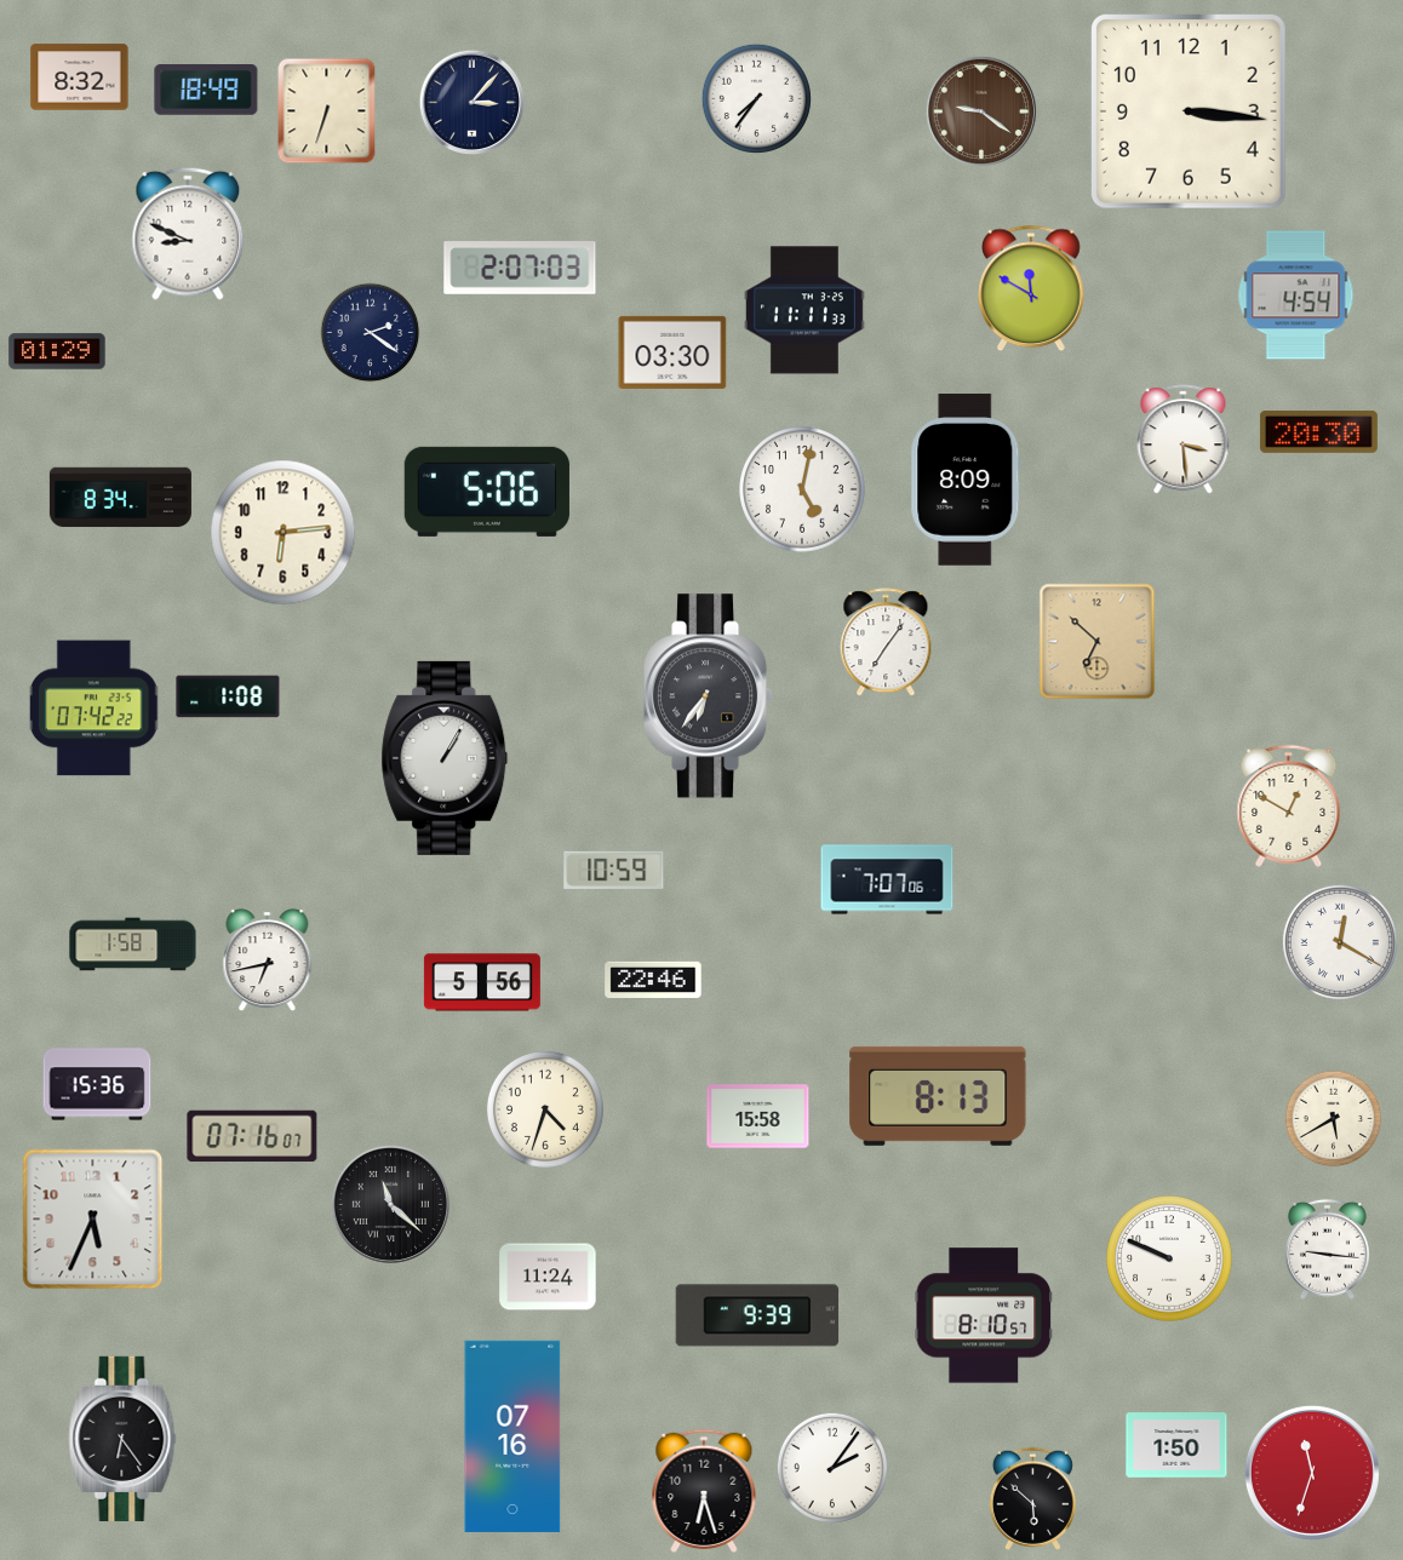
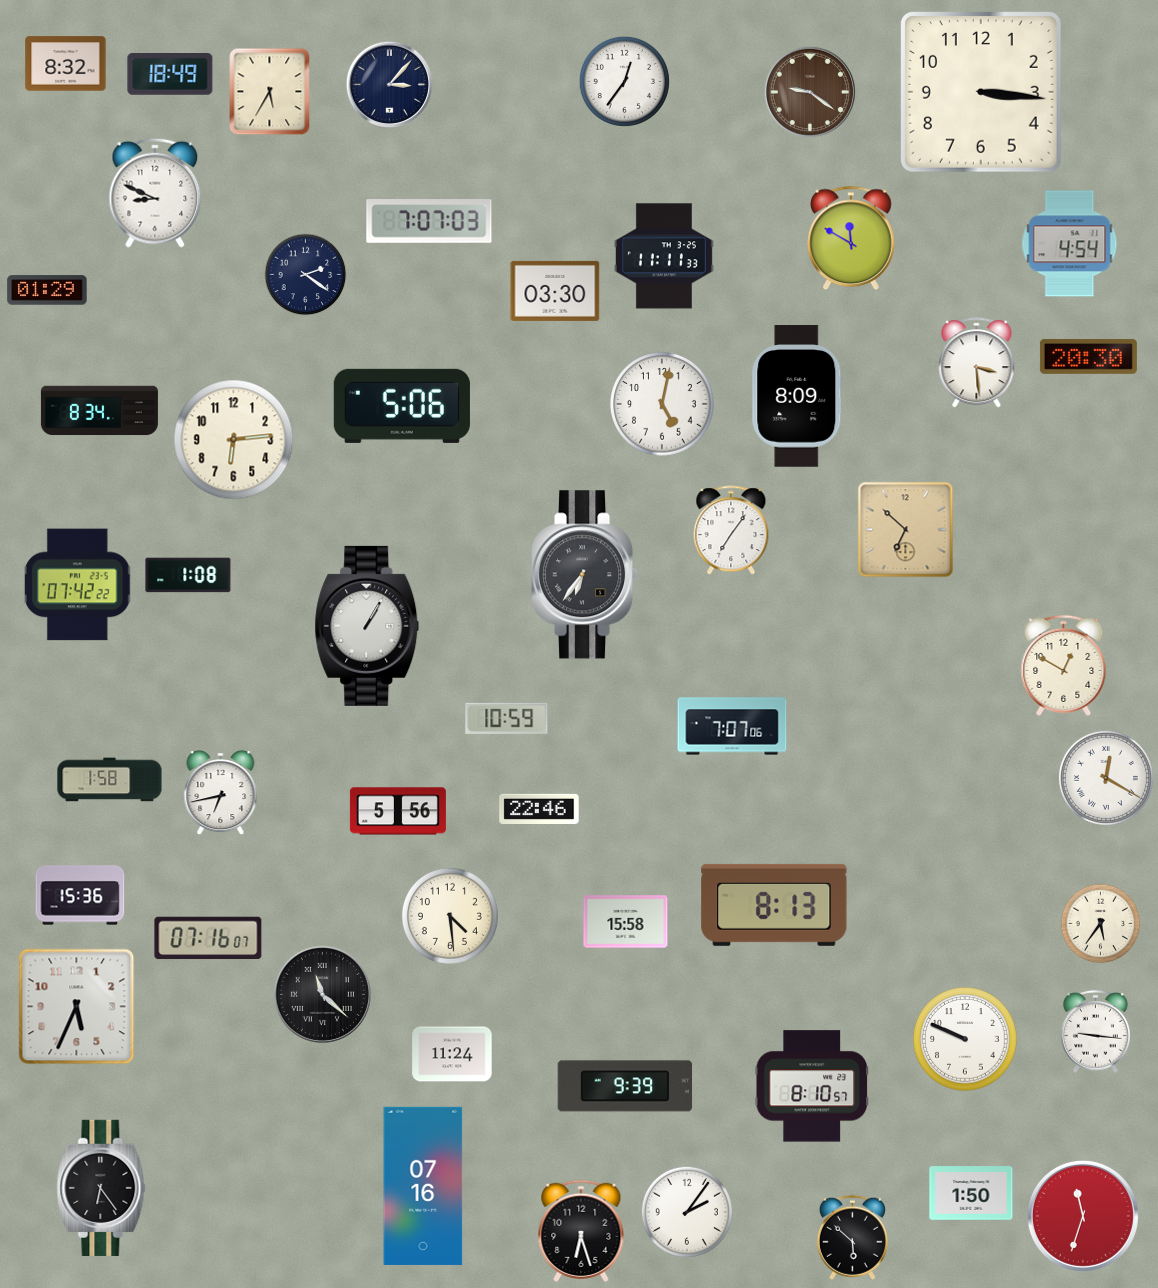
clock at (756, 98): 7:36 -> 12:36
clock at (327, 111): 6:33 -> 5:35
clock at (520, 268): 2:07 -> 7:07
clock at (545, 1109): 4:33 -> 4:29
clock at (1334, 1119): 5:40 -> 5:36
